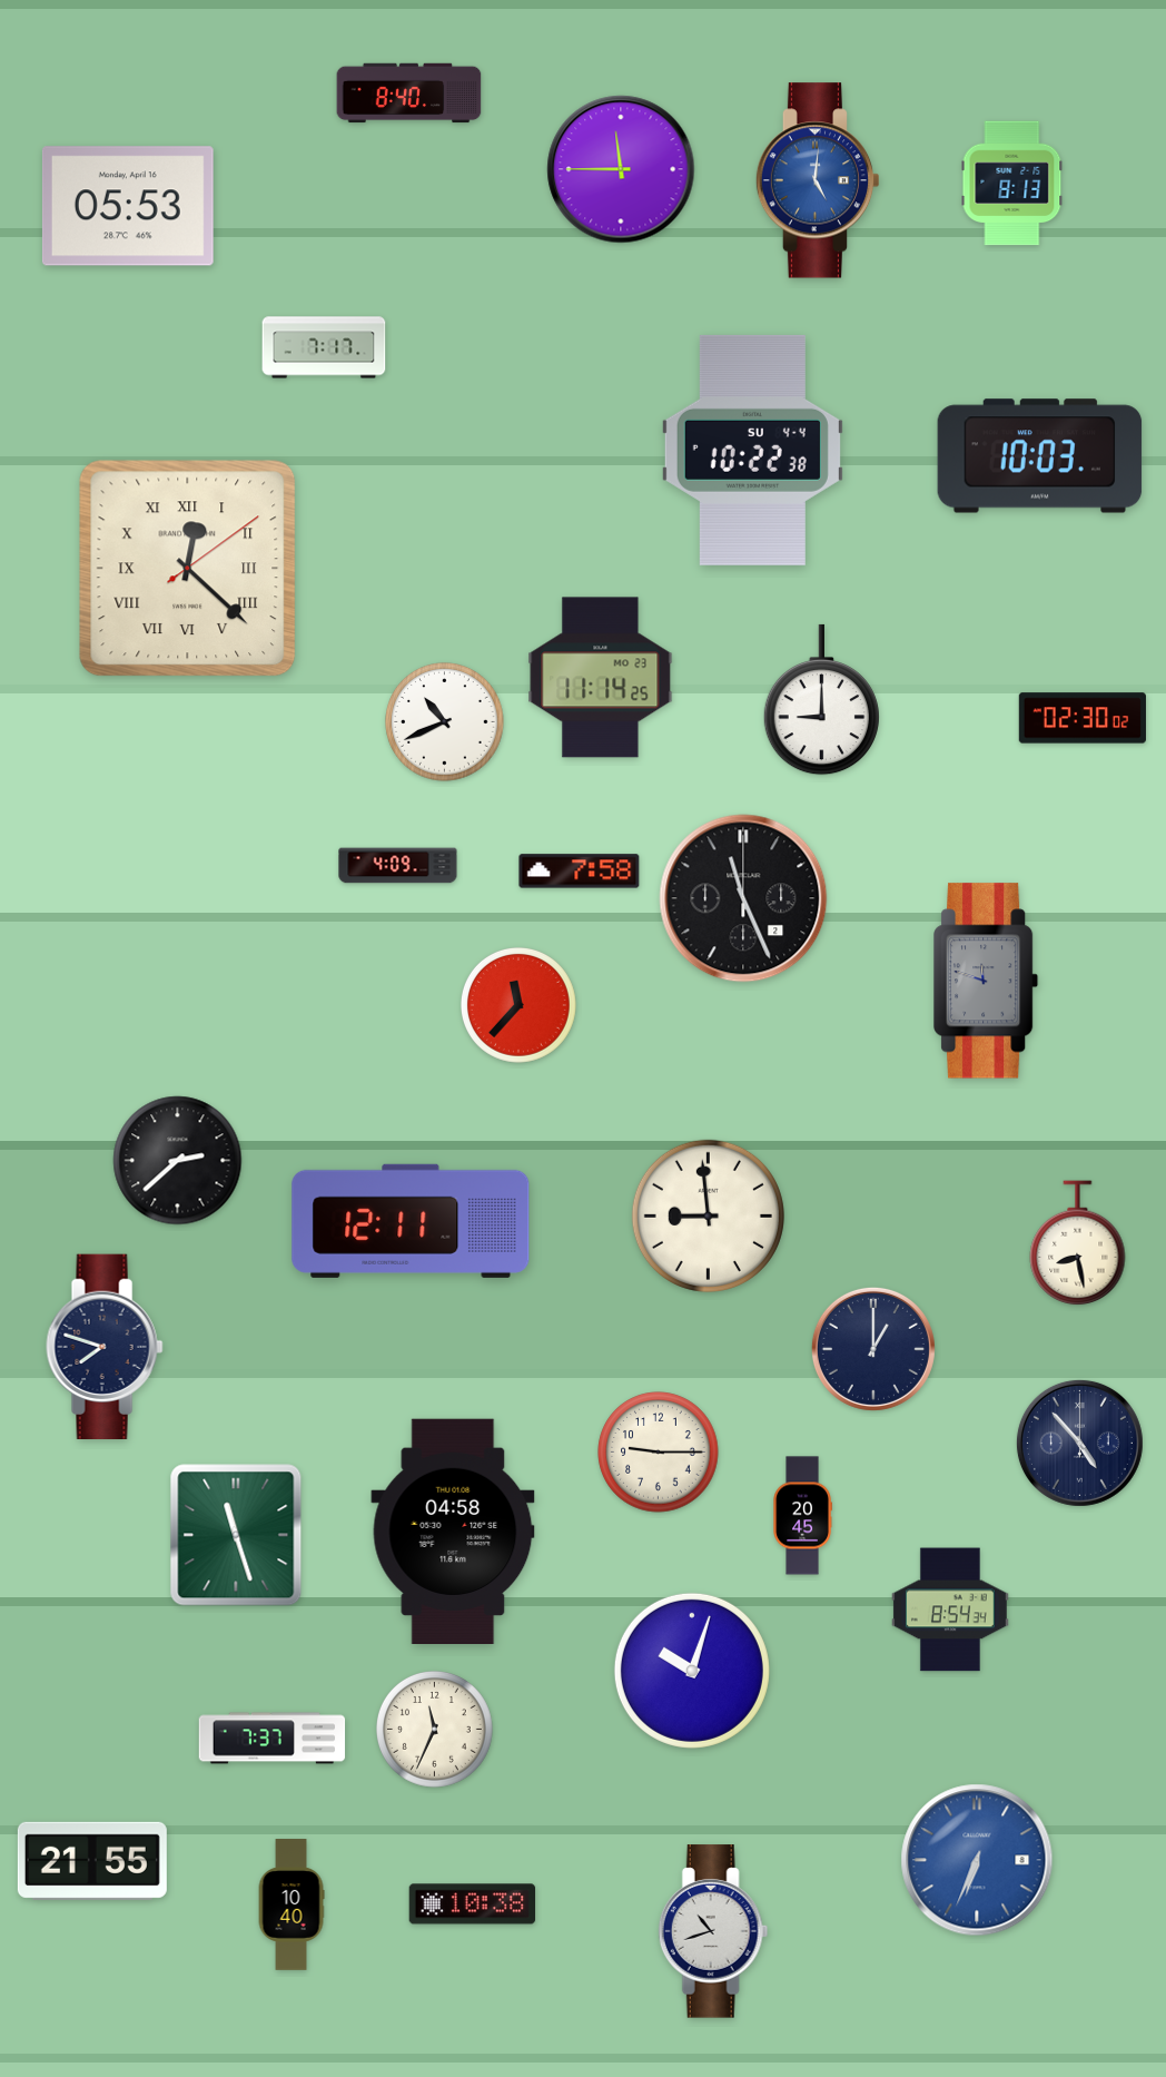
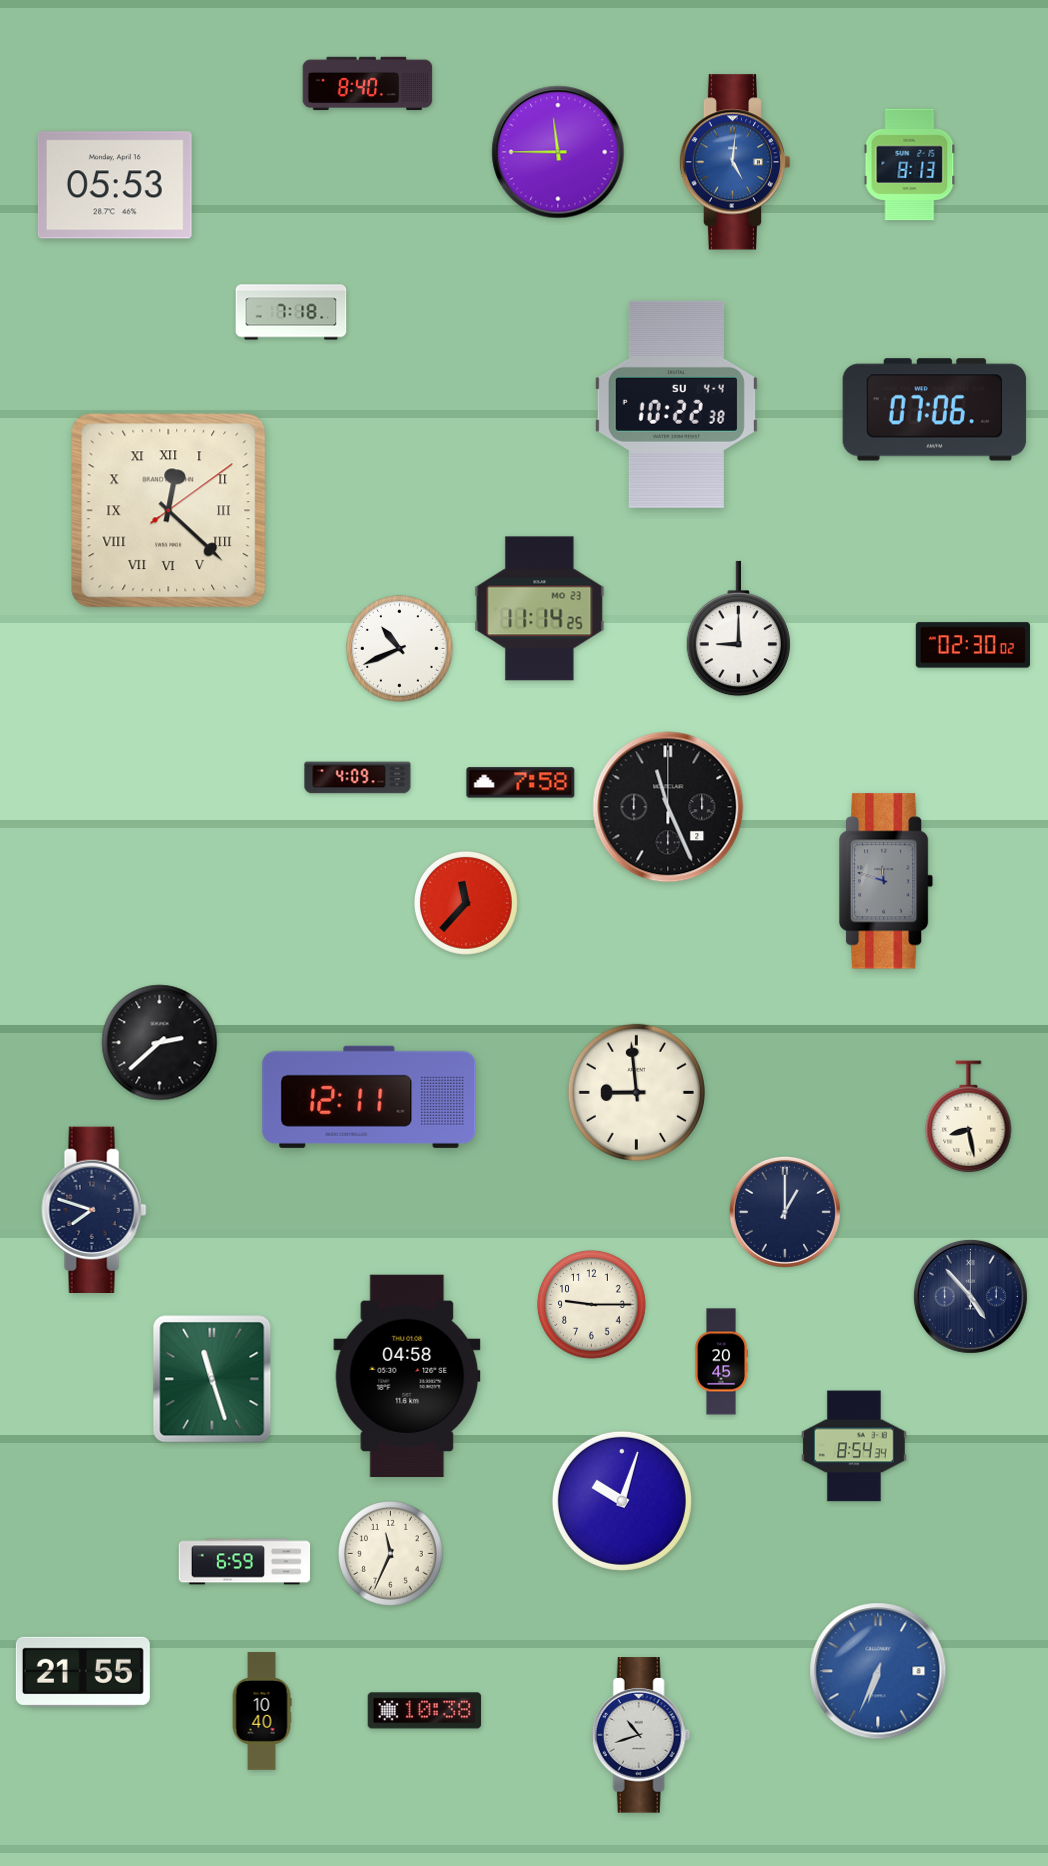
clock at (324, 347): 7:17 -> 7:18
clock at (1040, 456): 10:03 -> 07:06
clock at (273, 1739): 7:37 -> 6:59
